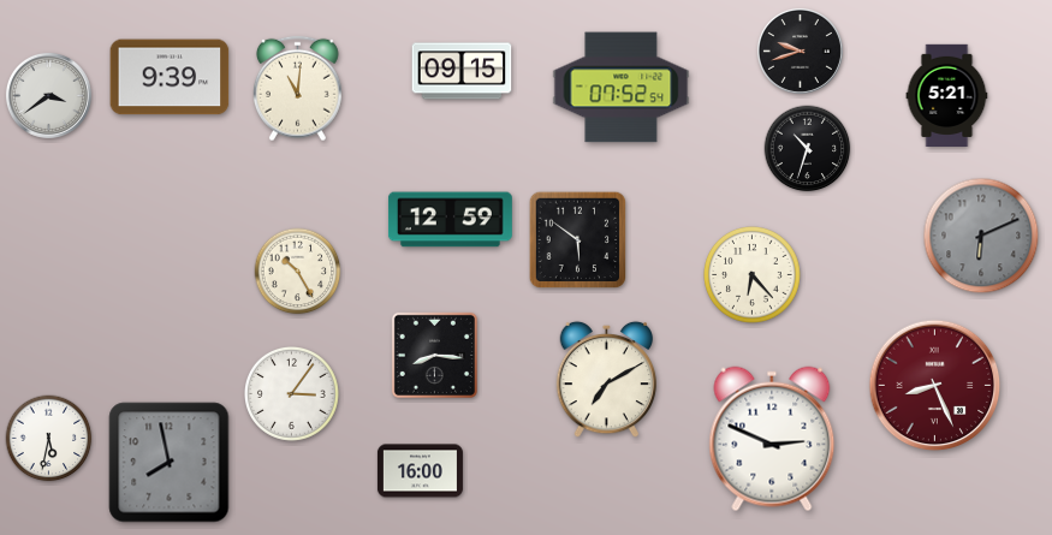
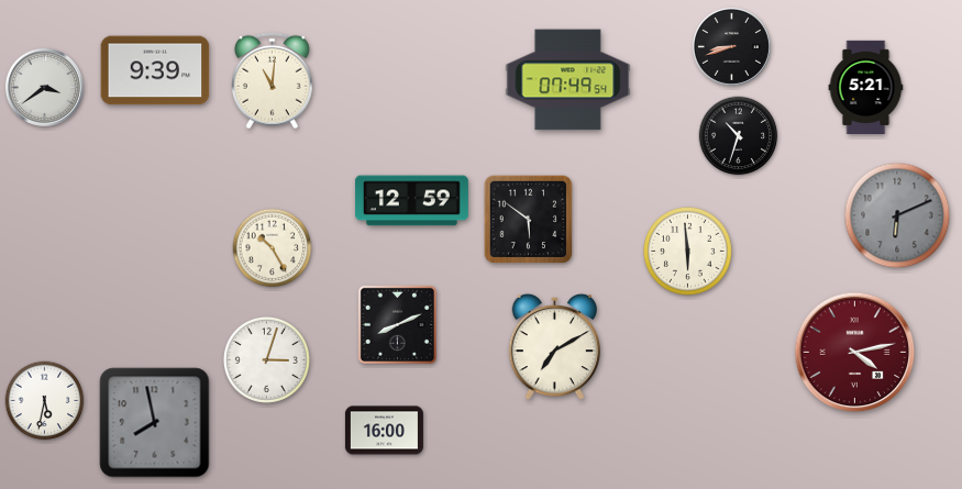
clock at (800, 50): 9:42 -> 8:42
clock at (462, 71): 09:15 -> none
clock at (622, 88): 07:52 -> 07:49
clock at (753, 275): 6:23 -> 5:59
clock at (434, 355): 8:16 -> 8:11
clock at (935, 386): 8:26 -> 4:13
clock at (291, 393): 3:06 -> 3:03
clock at (772, 439): 2:49 -> none
